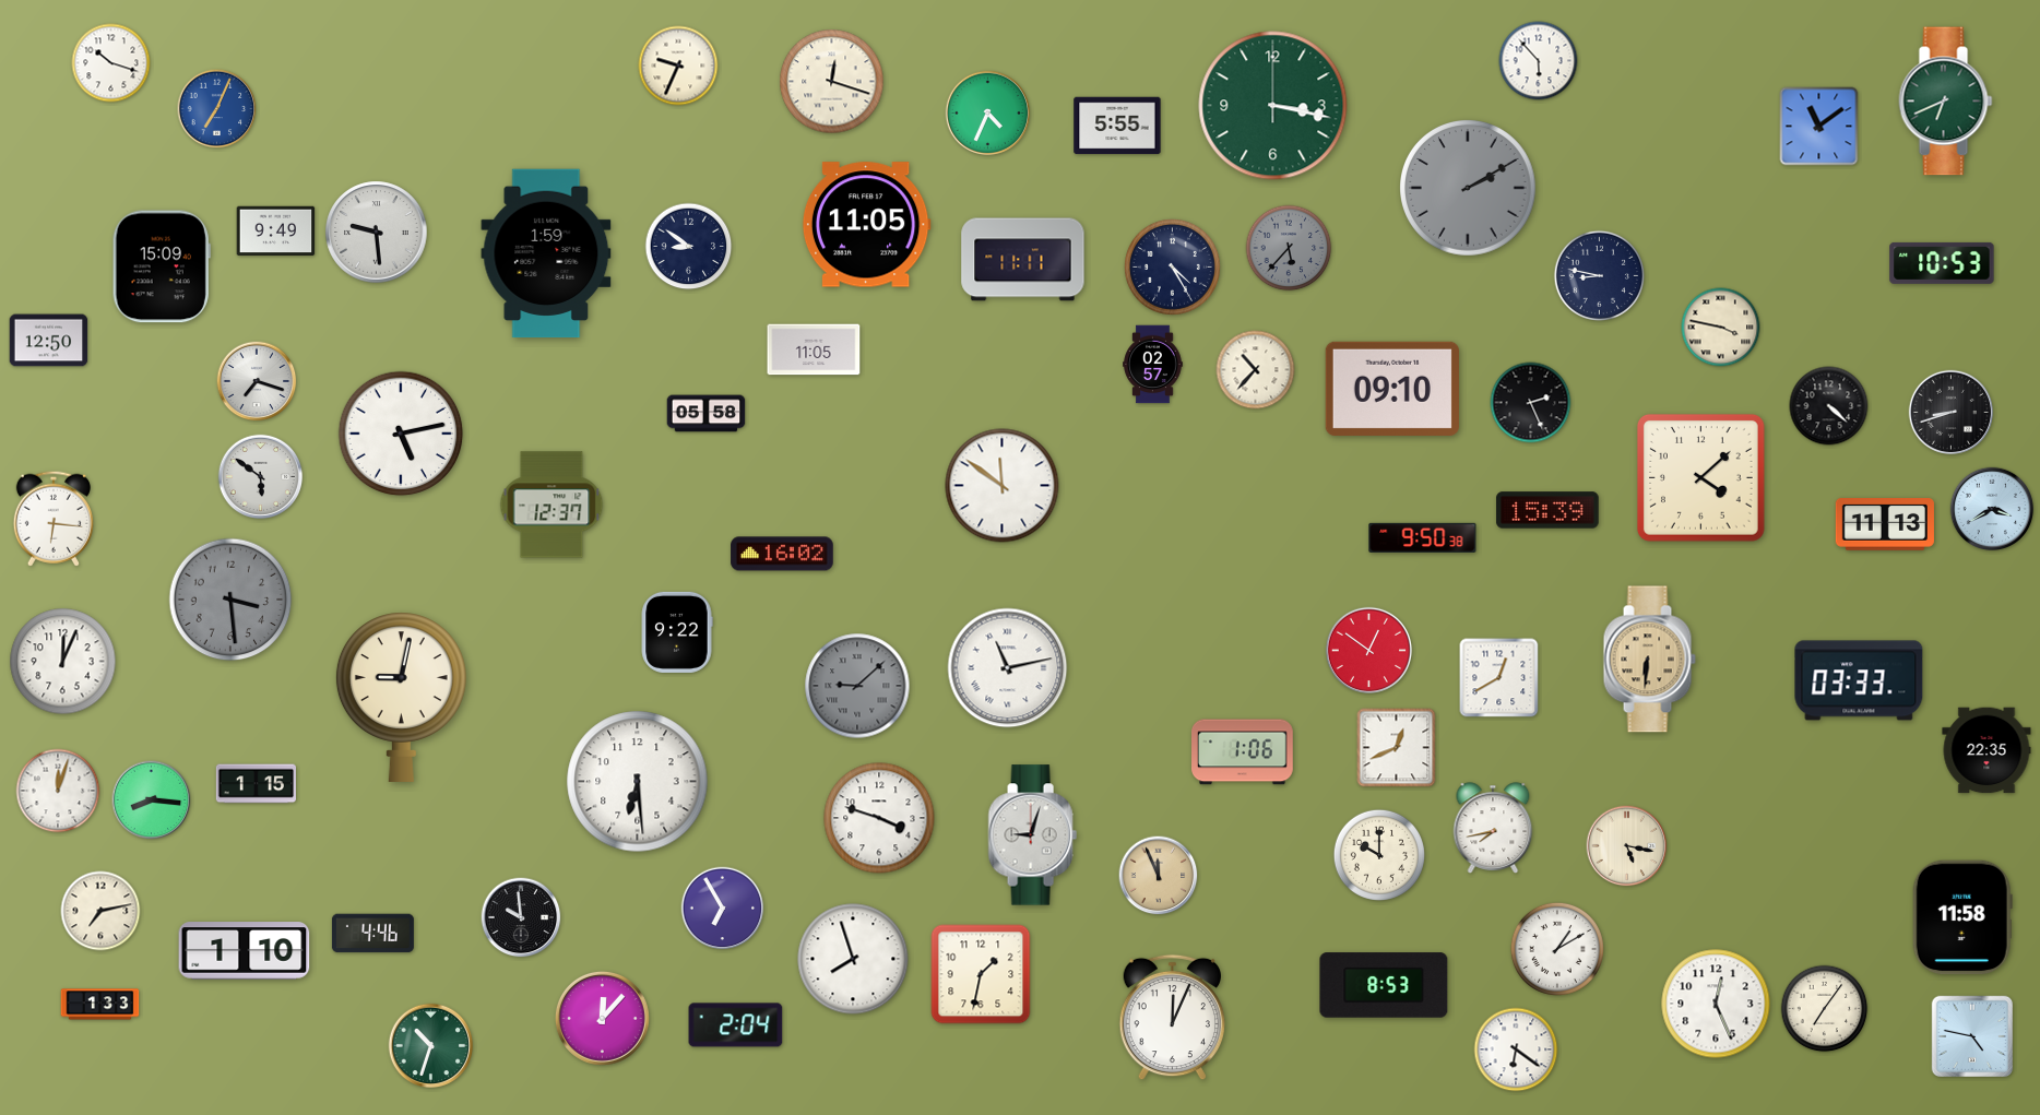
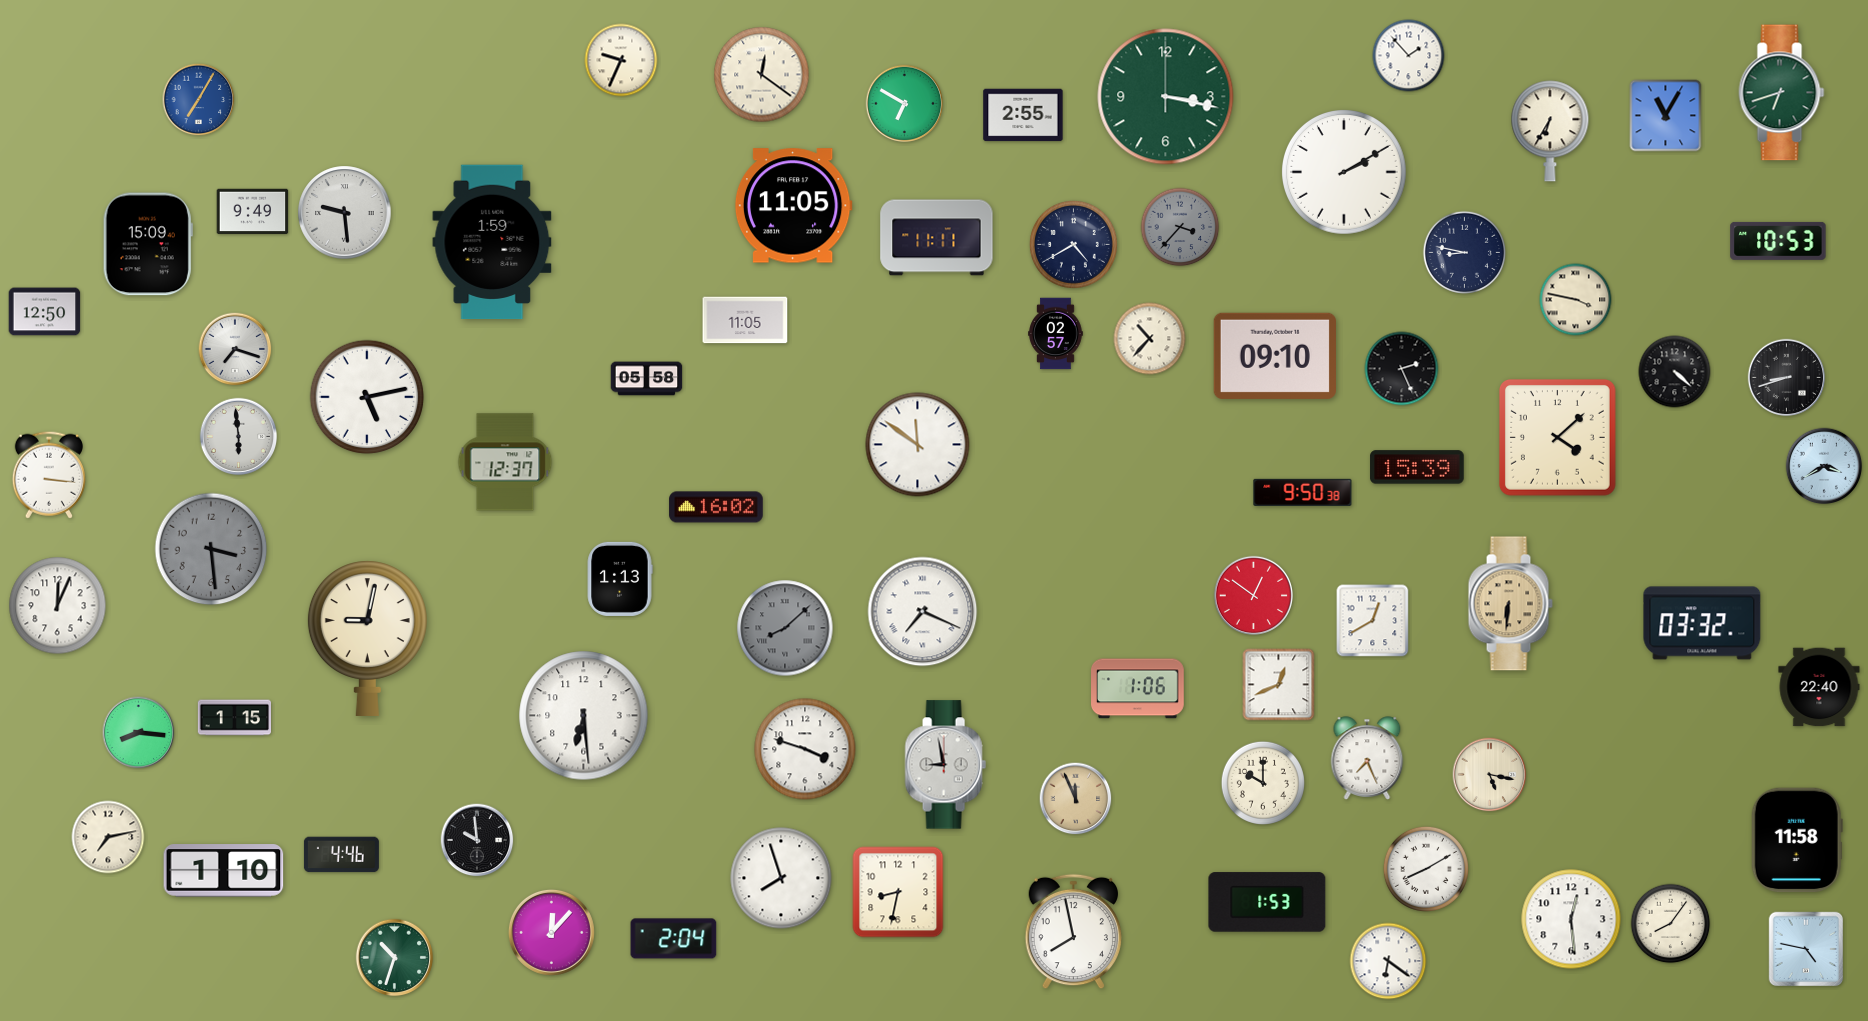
clock at (1539, 61): 5:53 -> 1:53
clock at (111, 63): 10:18 -> none
clock at (832, 82): 12:18 -> 12:21
clock at (1946, 102): 6:41 -> 6:42
clock at (217, 109): 7:04 -> 7:05
clock at (988, 114): 4:34 -> 6:50
clock at (1117, 126): 5:55 -> 2:55
clock at (1819, 127): 11:09 -> 11:05
clock at (1550, 131): none -> 6:35
clock at (1469, 189) dial: grey -> white
clock at (689, 247): 8:51 -> none
clock at (1289, 248): 5:37 -> 3:37
clock at (546, 253) position: (546, 253) -> (492, 242)
clock at (1172, 266): 4:25 -> 4:40
clock at (261, 477): 5:51 -> 5:59
clock at (54, 519): 6:16 -> 3:16
clock at (1885, 525): 11:13 -> none
clock at (677, 632): 9:22 -> 1:13
clock at (1008, 668): 11:13 -> 7:19
clock at (1859, 680): 03:33 -> 03:32
clock at (857, 686): 9:08 -> 8:08
clock at (1986, 750): 22:35 -> 22:40
clock at (58, 791): 12:03 -> none
clock at (1493, 828): 7:43 -> 7:26
clock at (1032, 835): 9:03 -> 8:58
clock at (1159, 876) position: (1159, 876) -> (1076, 799)
clock at (723, 909): 6:55 -> none
clock at (100, 911) position: (100, 911) -> (108, 837)
clock at (1557, 949): 1:10 -> 8:10
clock at (981, 974): 1:32 -> 8:32
clock at (1384, 985): 8:53 -> 1:53
clock at (1716, 1004): 12:26 -> 12:29
clock at (100, 1005): 1:33 -> none
clock at (1825, 1009): 7:06 -> 8:06
clock at (1172, 1018): 12:04 -> 7:58
